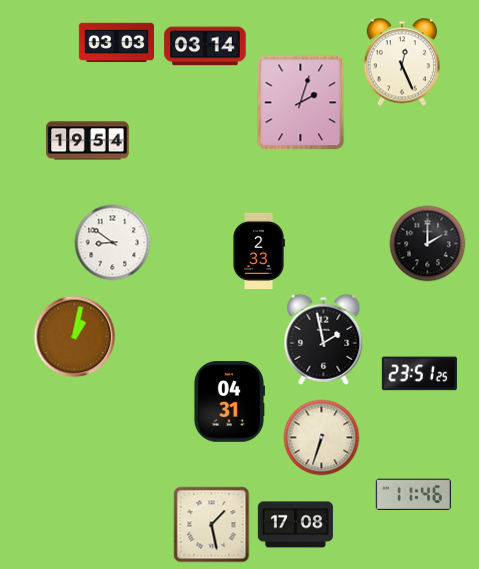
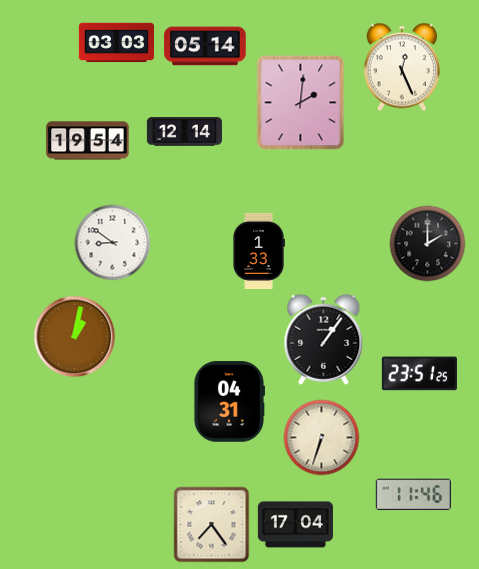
clock at (205, 46): 03:14 -> 05:14
clock at (401, 62) position: (401, 62) -> (401, 67)
clock at (301, 103): 2:03 -> 2:01
clock at (184, 132): none -> 12:14
clock at (259, 251): 2:33 -> 1:33
clock at (324, 339): 1:58 -> 1:06
clock at (212, 525): 1:28 -> 7:24
clock at (295, 525): 17:08 -> 17:04
